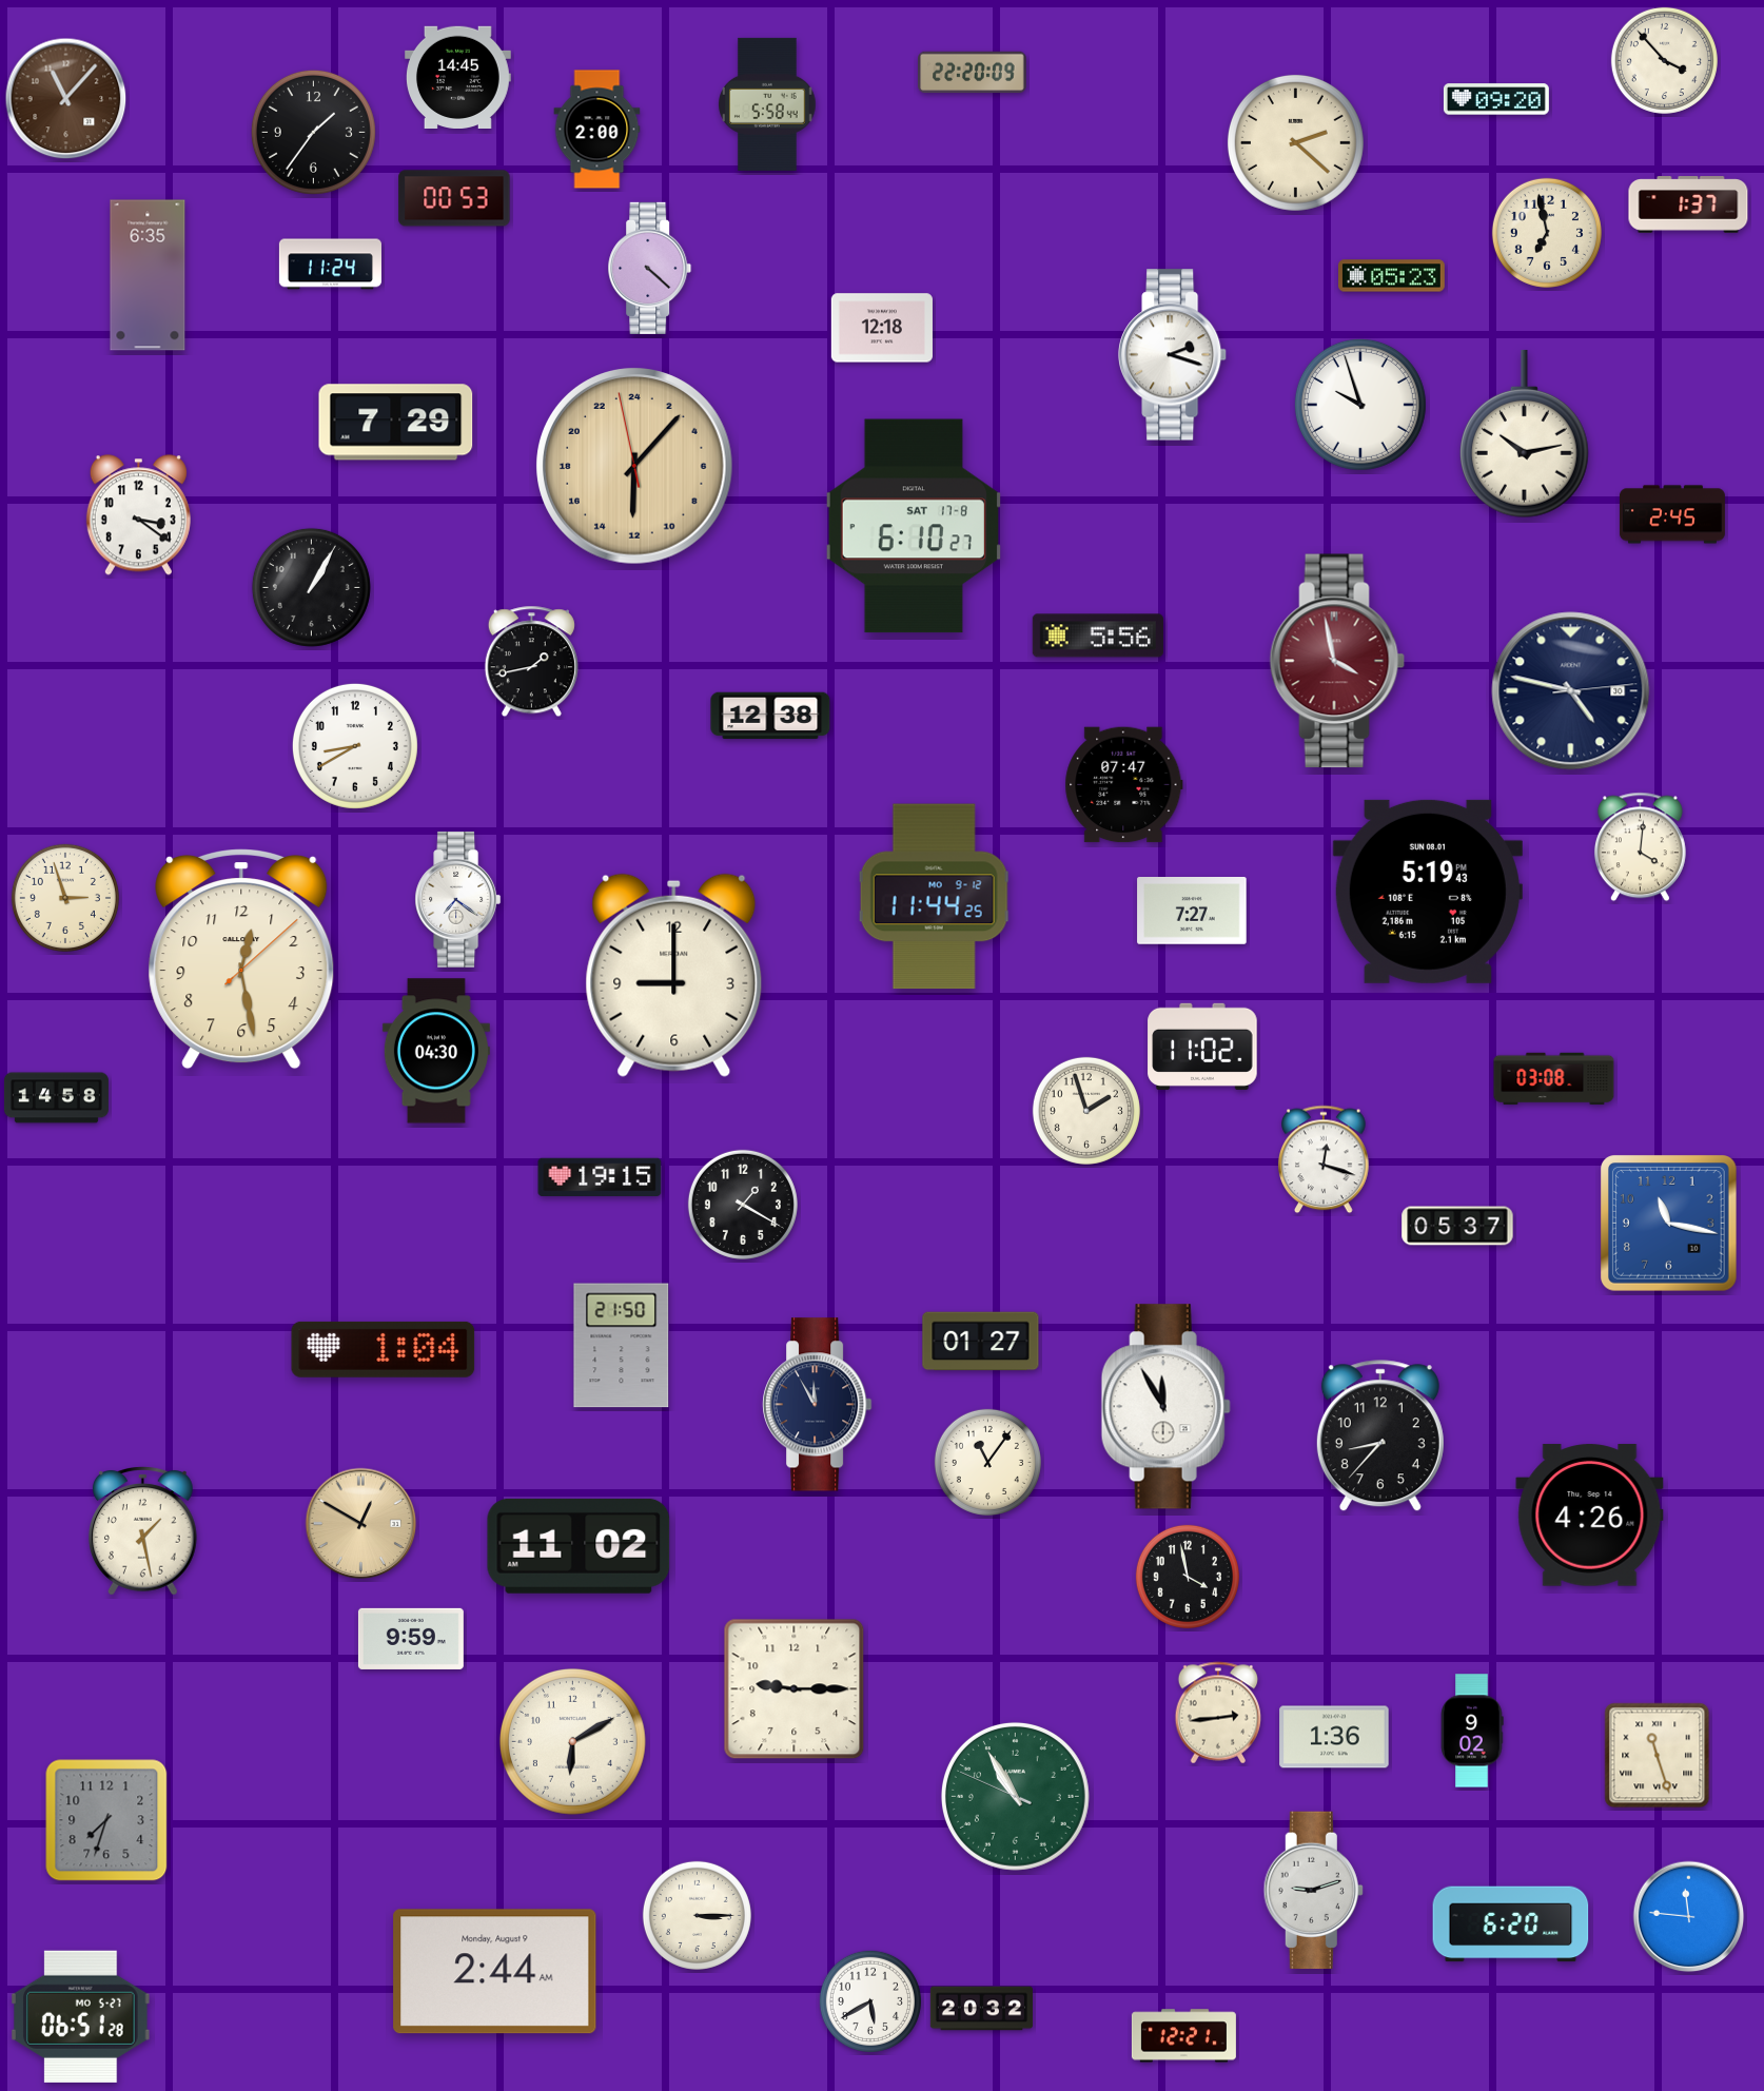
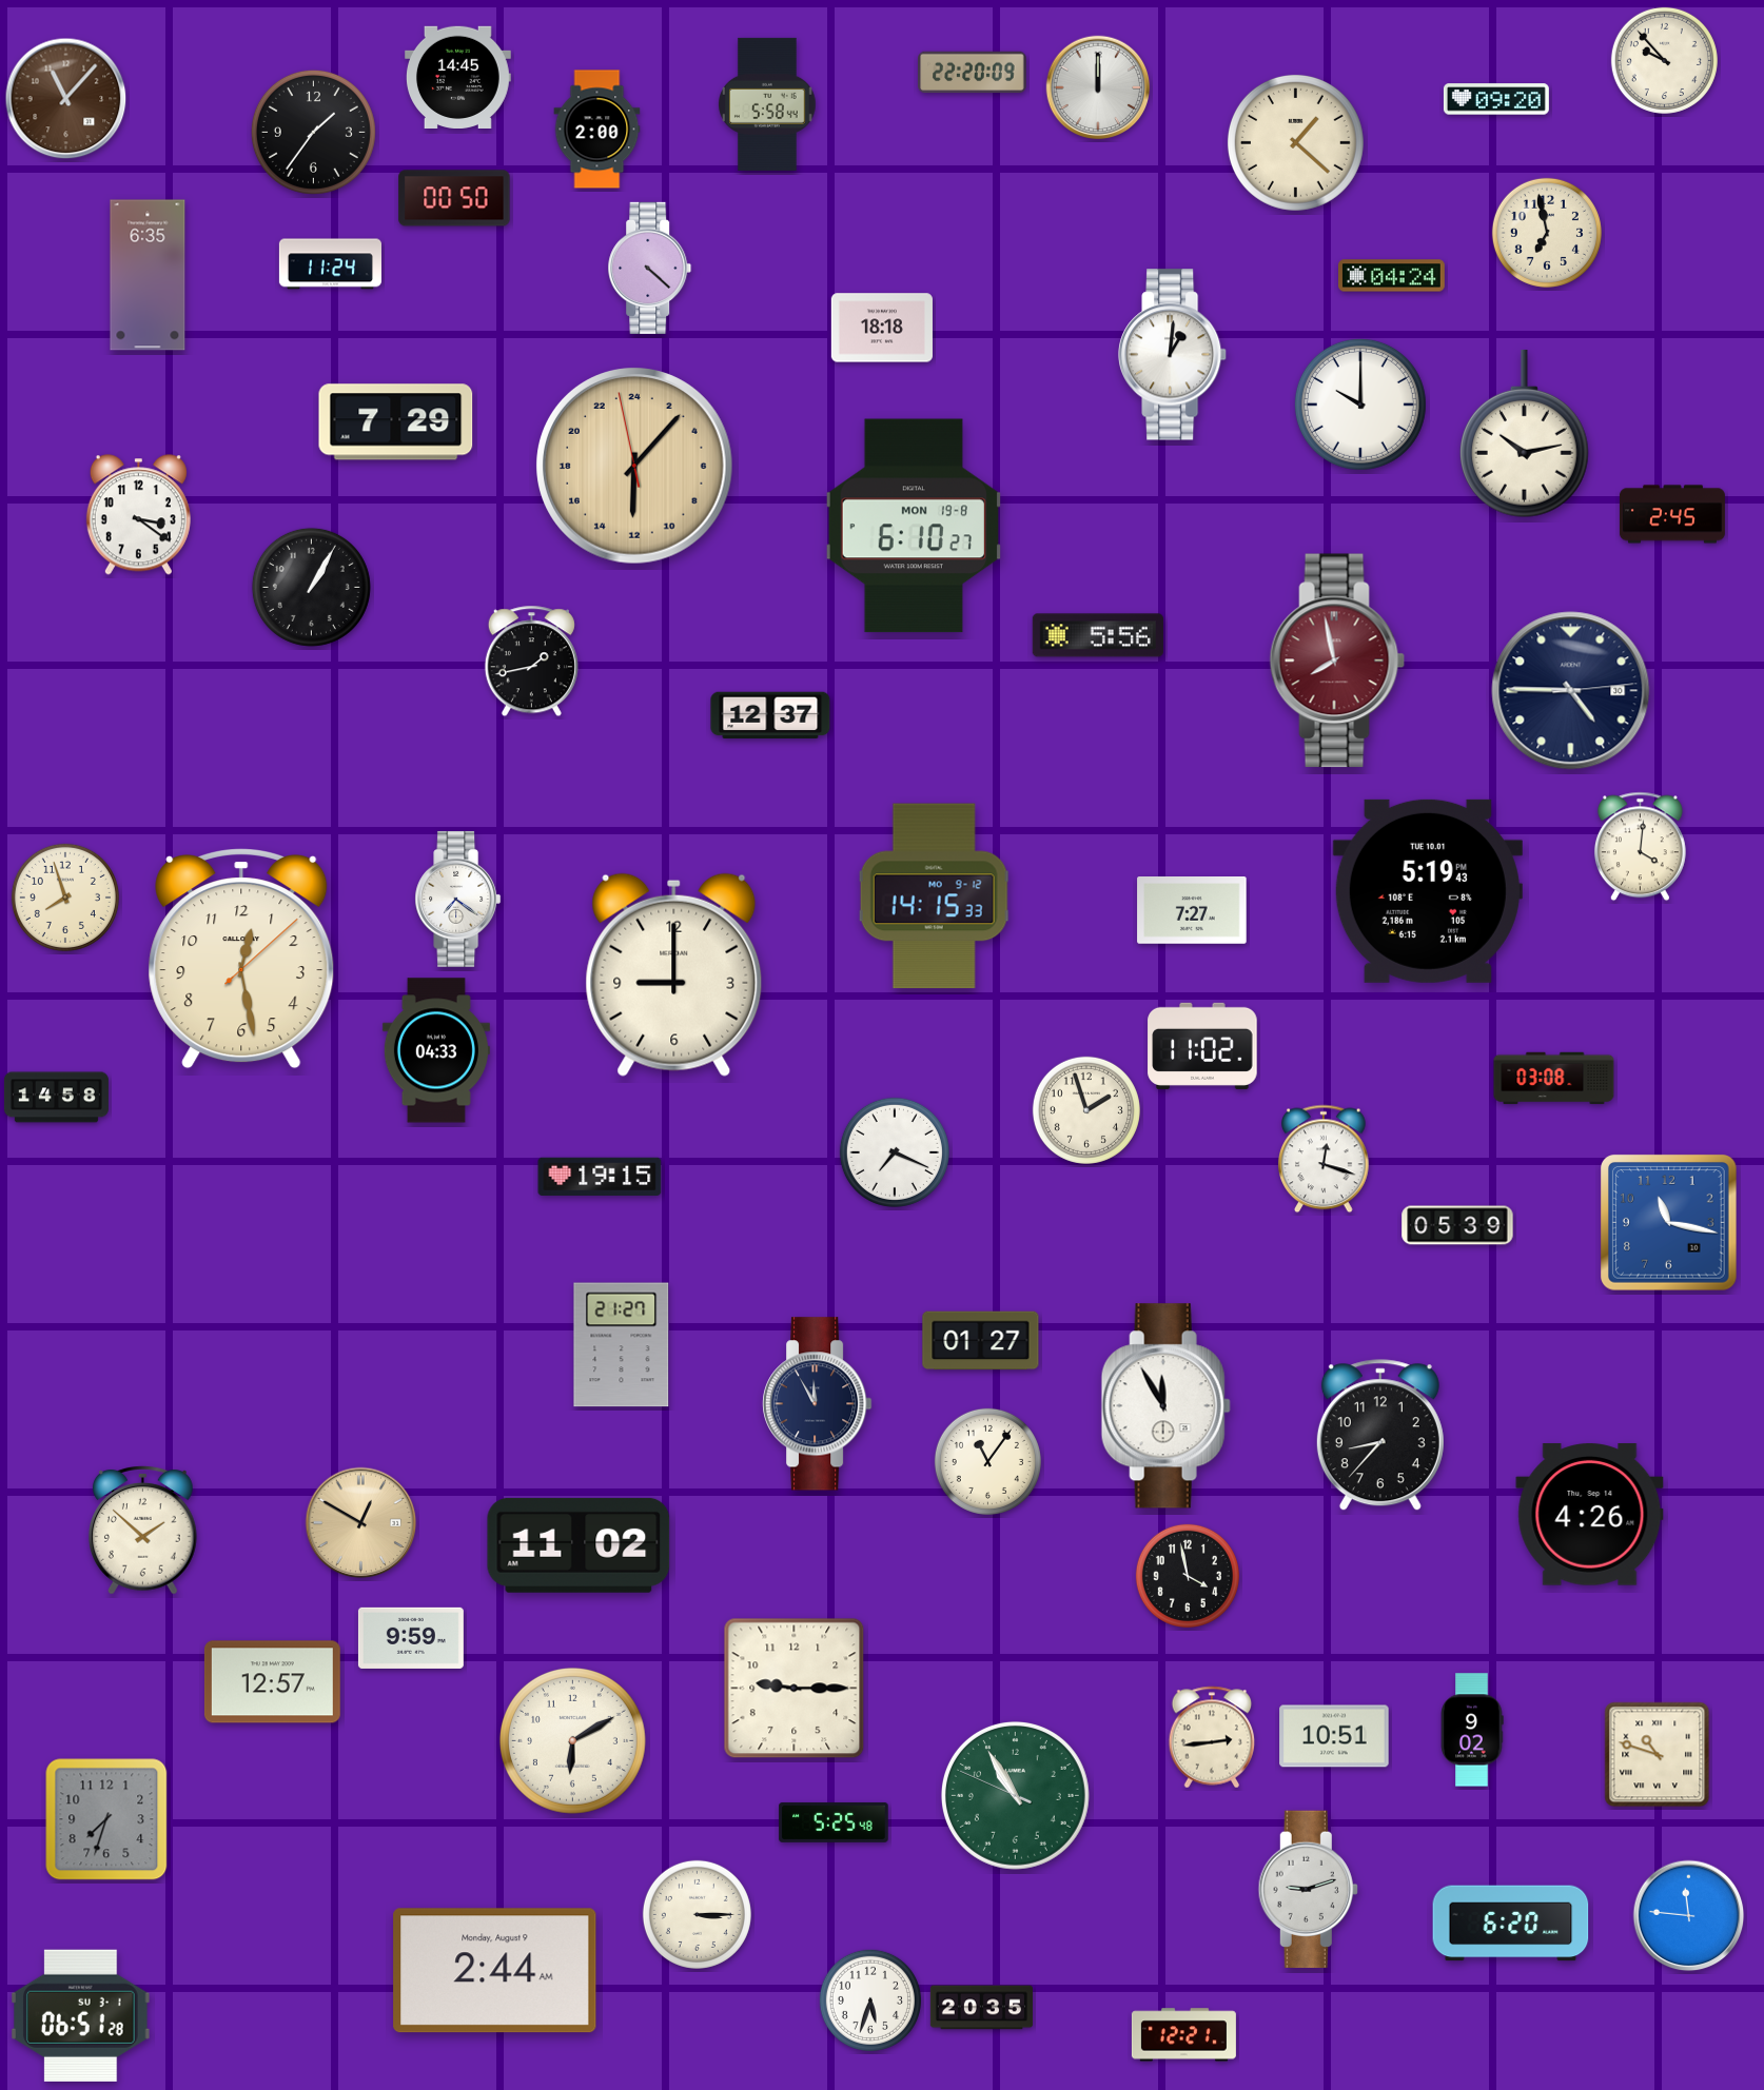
clock at (1664, 60): 3:53 -> 9:53
clock at (1098, 87): none -> 12:00
clock at (1295, 142): 2:22 -> 1:22
clock at (454, 198): 00:53 -> 00:50
clock at (1688, 204): 1:37 -> none
clock at (1392, 276): 05:23 -> 04:24
clock at (882, 328): 12:18 -> 18:18
clock at (1173, 355): 2:18 -> 1:01
clock at (1360, 405): 9:57 -> 10:00
clock at (913, 526) date: SAT 17-8 -> MON 19-8
clock at (1337, 661): 3:58 -> 7:58
clock at (1571, 691): 4:47 -> 4:45
clock at (770, 716): 12:38 -> 12:37
clock at (355, 746): 8:40 -> none
clock at (1124, 785): 07:47 -> none
clock at (1428, 892) date: SUN 08.01 -> TUE 10.01
clock at (935, 897): 11:44 -> 14:15
clock at (65, 898): 2:57 -> 7:57
clock at (436, 1051): 04:30 -> 04:33
clock at (895, 1152): none -> 7:19
clock at (743, 1205): 1:20 -> none
clock at (1457, 1226): 05:37 -> 05:39
clock at (622, 1346): 21:50 -> 21:27
clock at (384, 1349): 1:04 -> none
clock at (143, 1531): 1:28 -> 1:52
clock at (272, 1682): none -> 12:57
clock at (1218, 1713) position: (1218, 1713) -> (1212, 1737)
clock at (1334, 1737): 1:36 -> 10:51
clock at (1658, 1756): 11:27 -> 10:48
clock at (834, 1822): none -> 5:25
clock at (1313, 1891) position: (1313, 1891) -> (1308, 1890)
clock at (870, 2001): 5:40 -> 5:33
clock at (981, 2009): 20:32 -> 20:35
clock at (81, 2016) date: MO 5-27 -> SU 3-1
